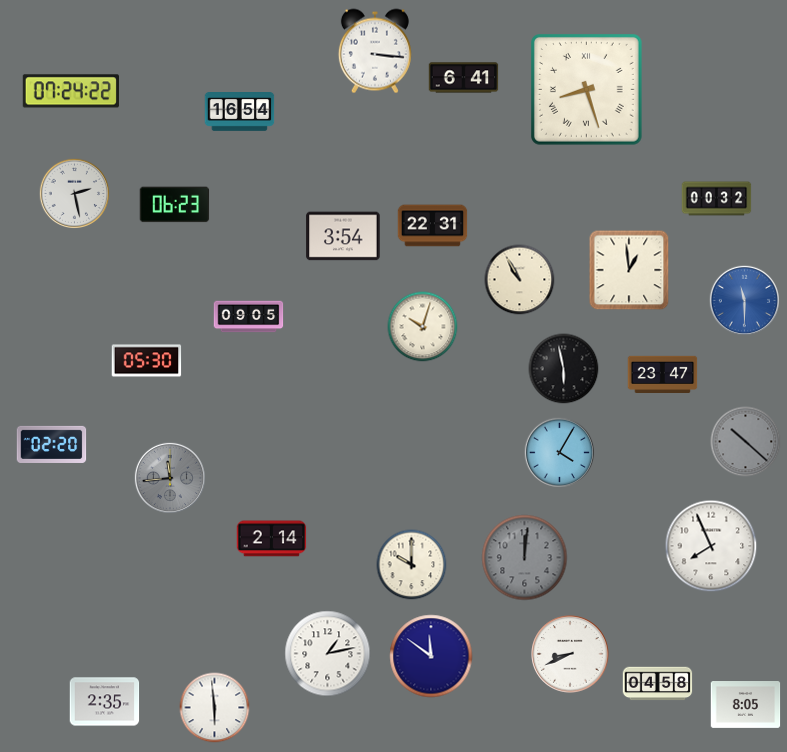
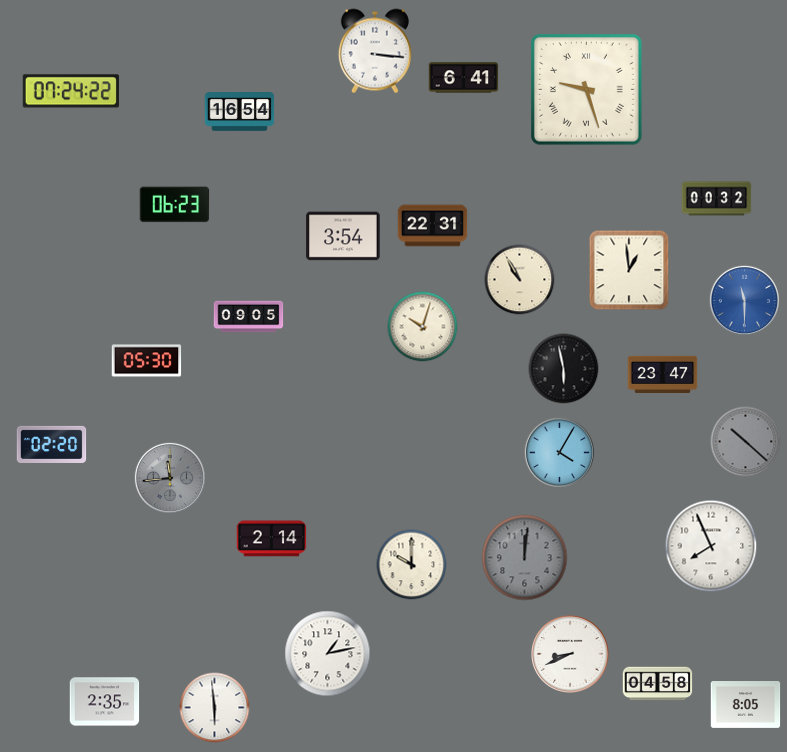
clock at (587, 90): 8:27 -> 9:27
clock at (75, 194): 2:28 -> none
clock at (431, 656): 11:51 -> none
